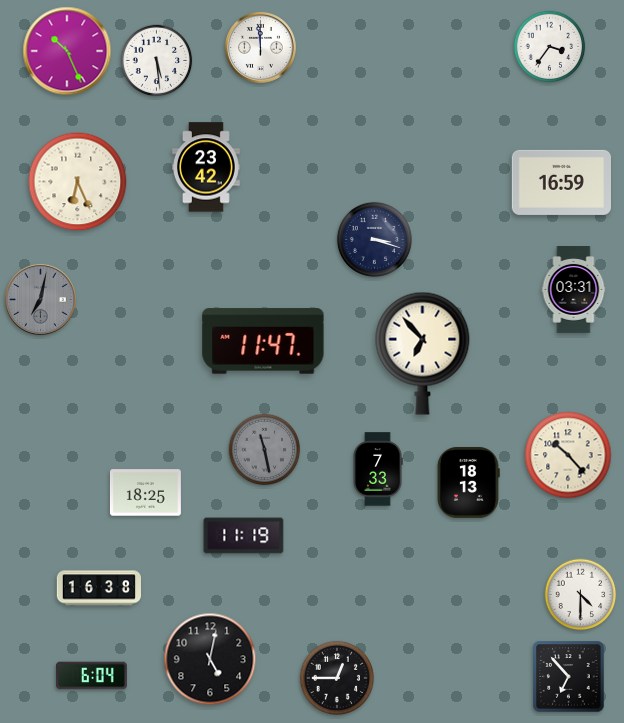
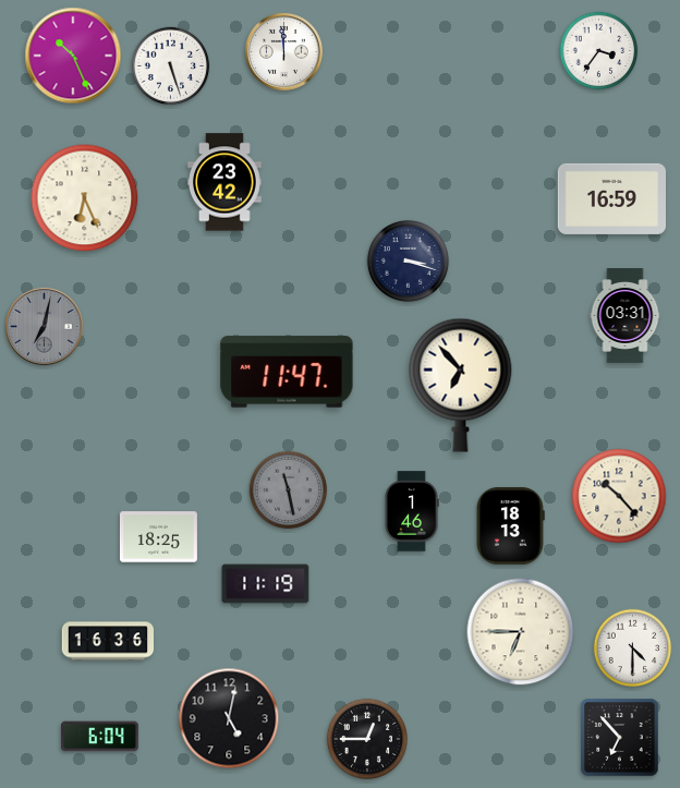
clock at (157, 61): 5:29 -> 5:27
clock at (378, 469): 7:33 -> 1:46
clock at (521, 632): none -> 6:45
clock at (98, 588): 16:38 -> 16:36
